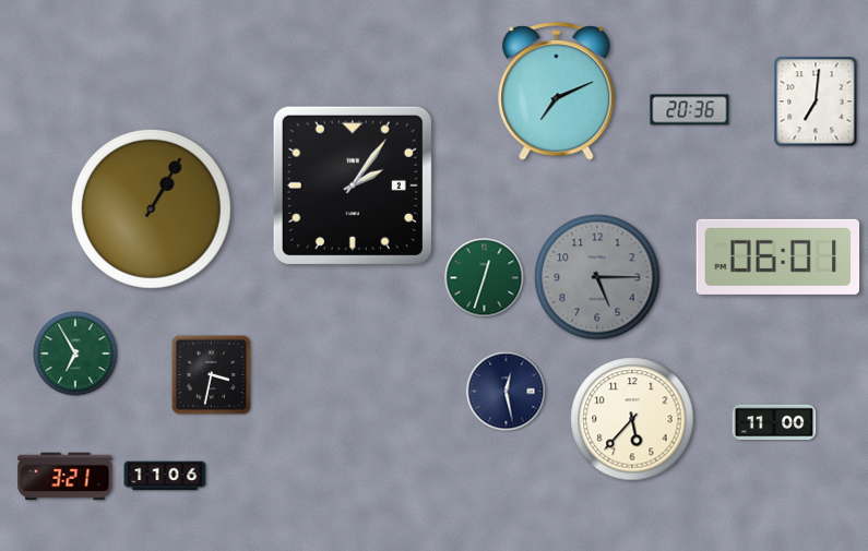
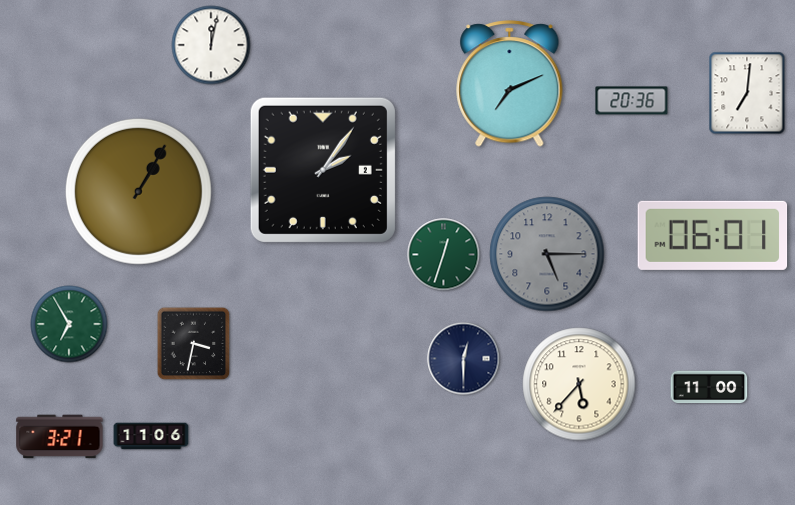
clock at (211, 45): none -> 12:02
clock at (507, 392): 12:28 -> 12:30
